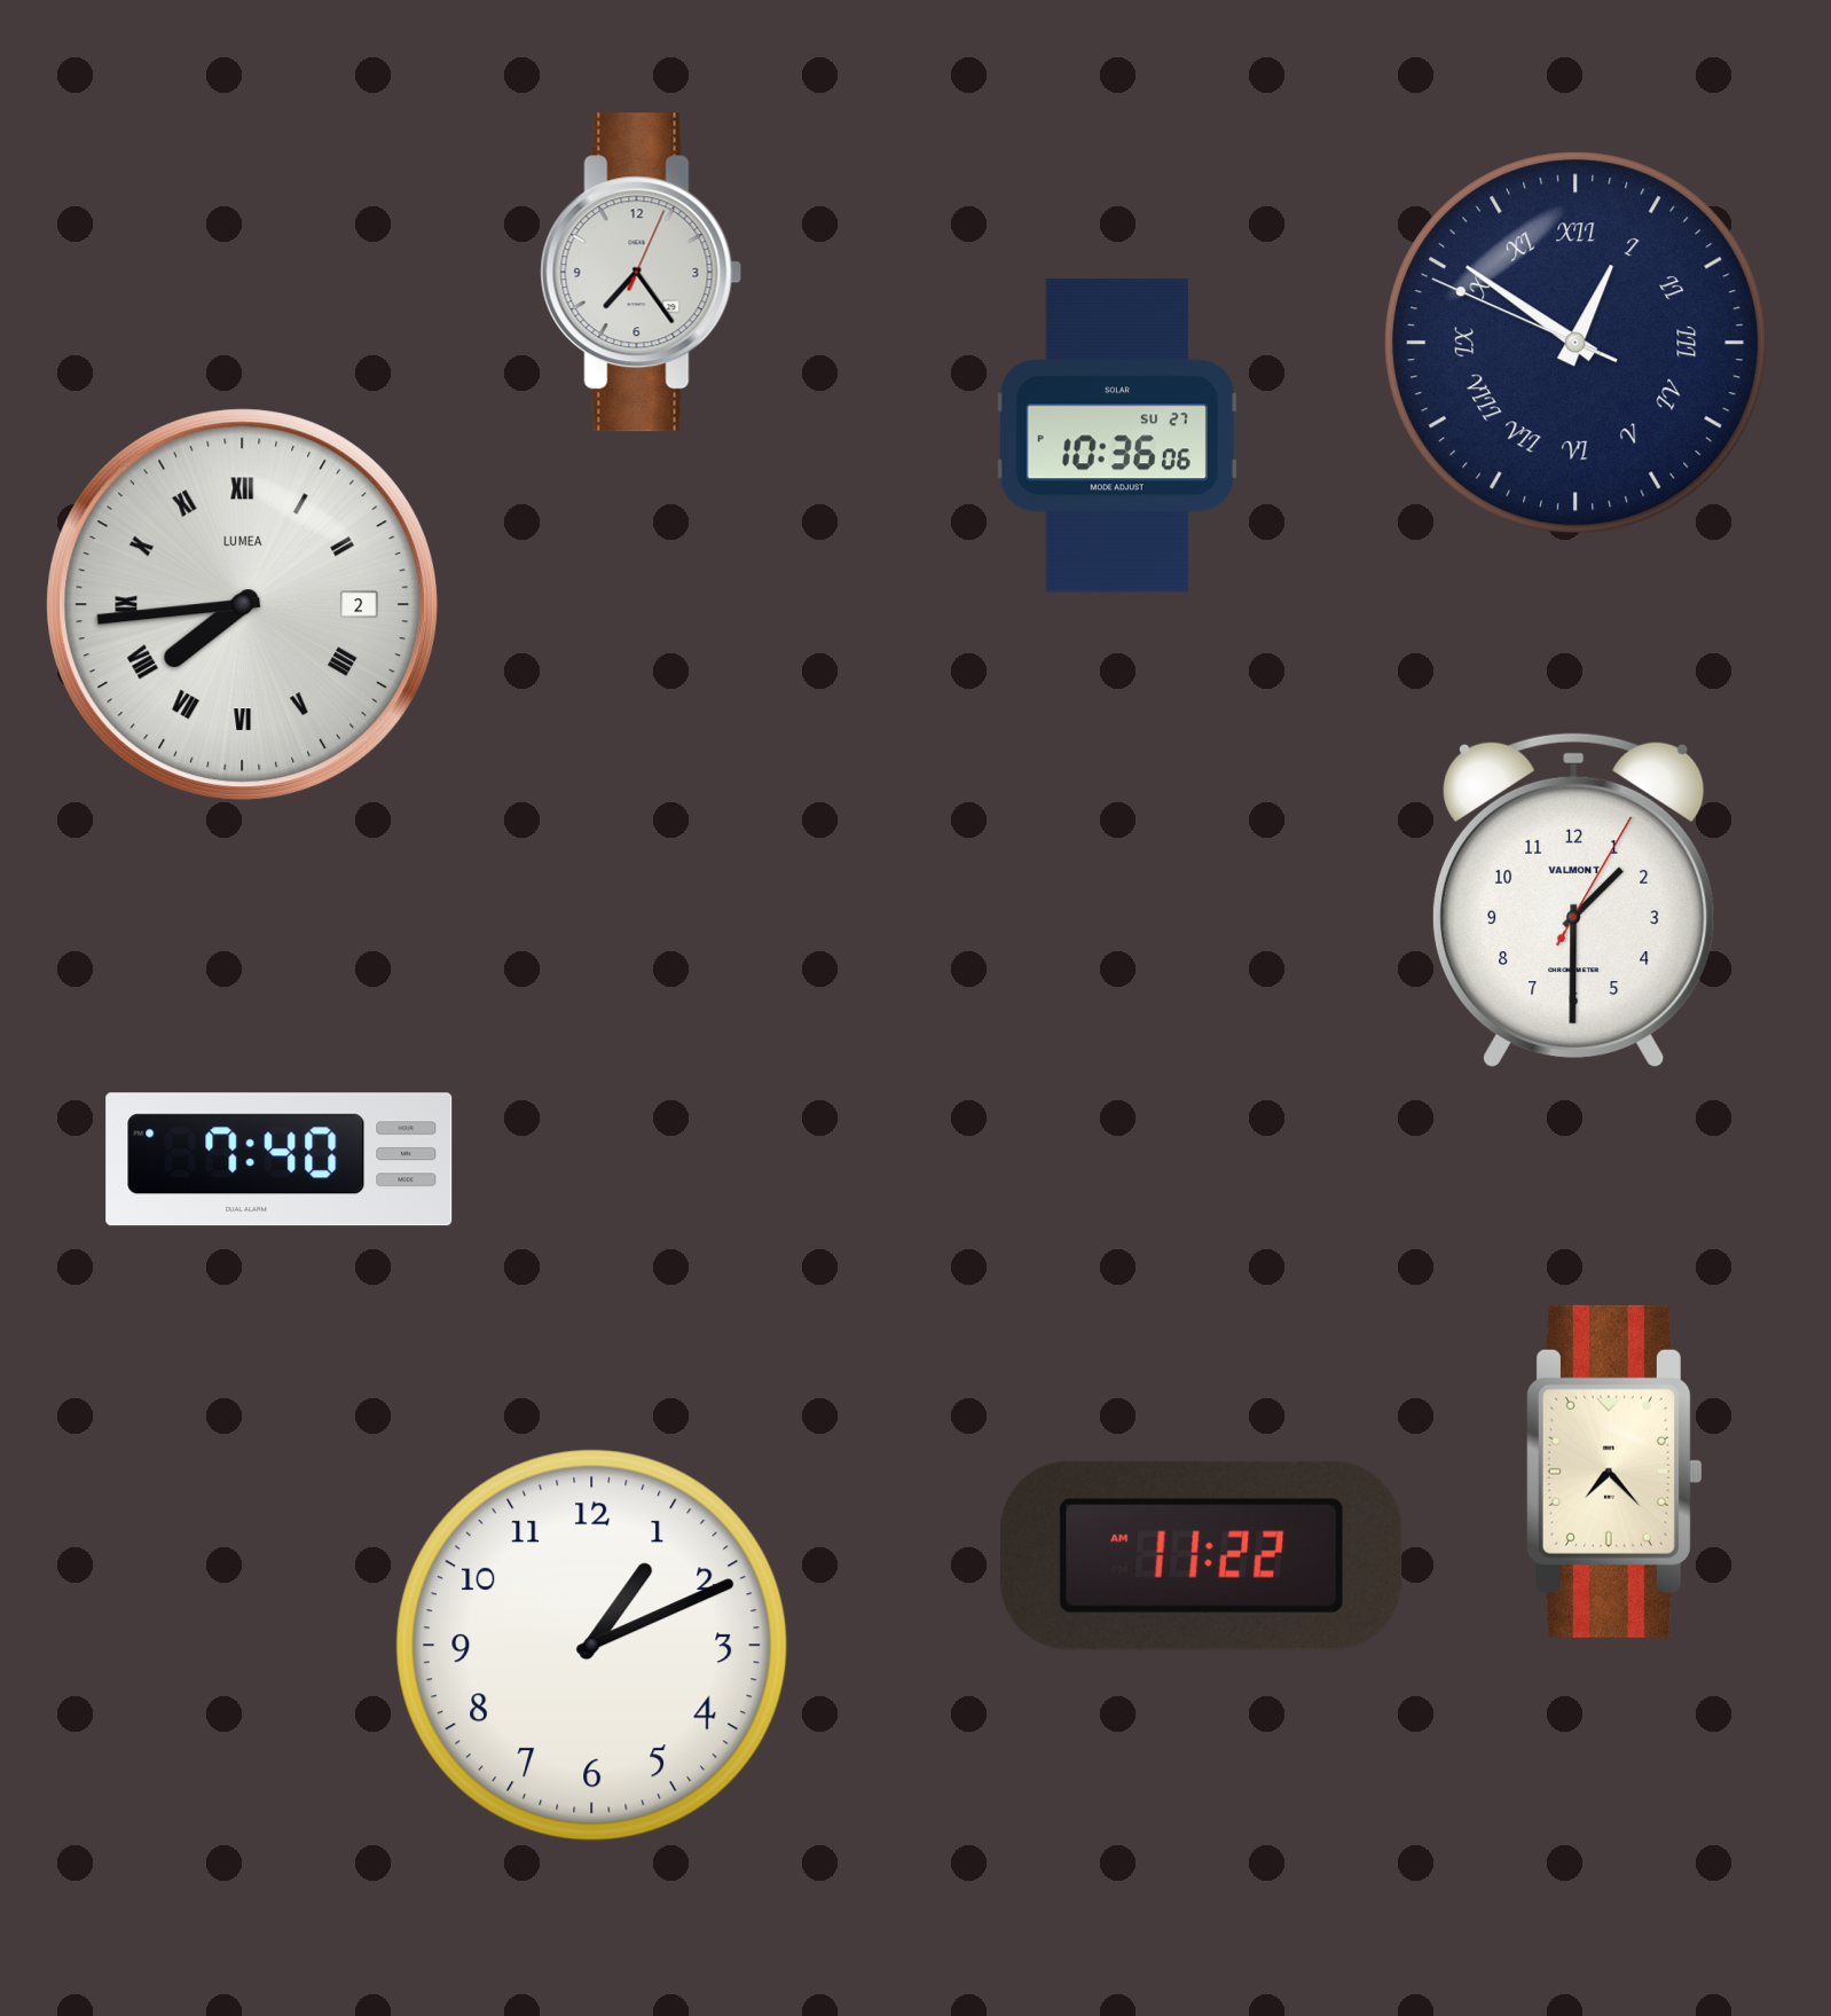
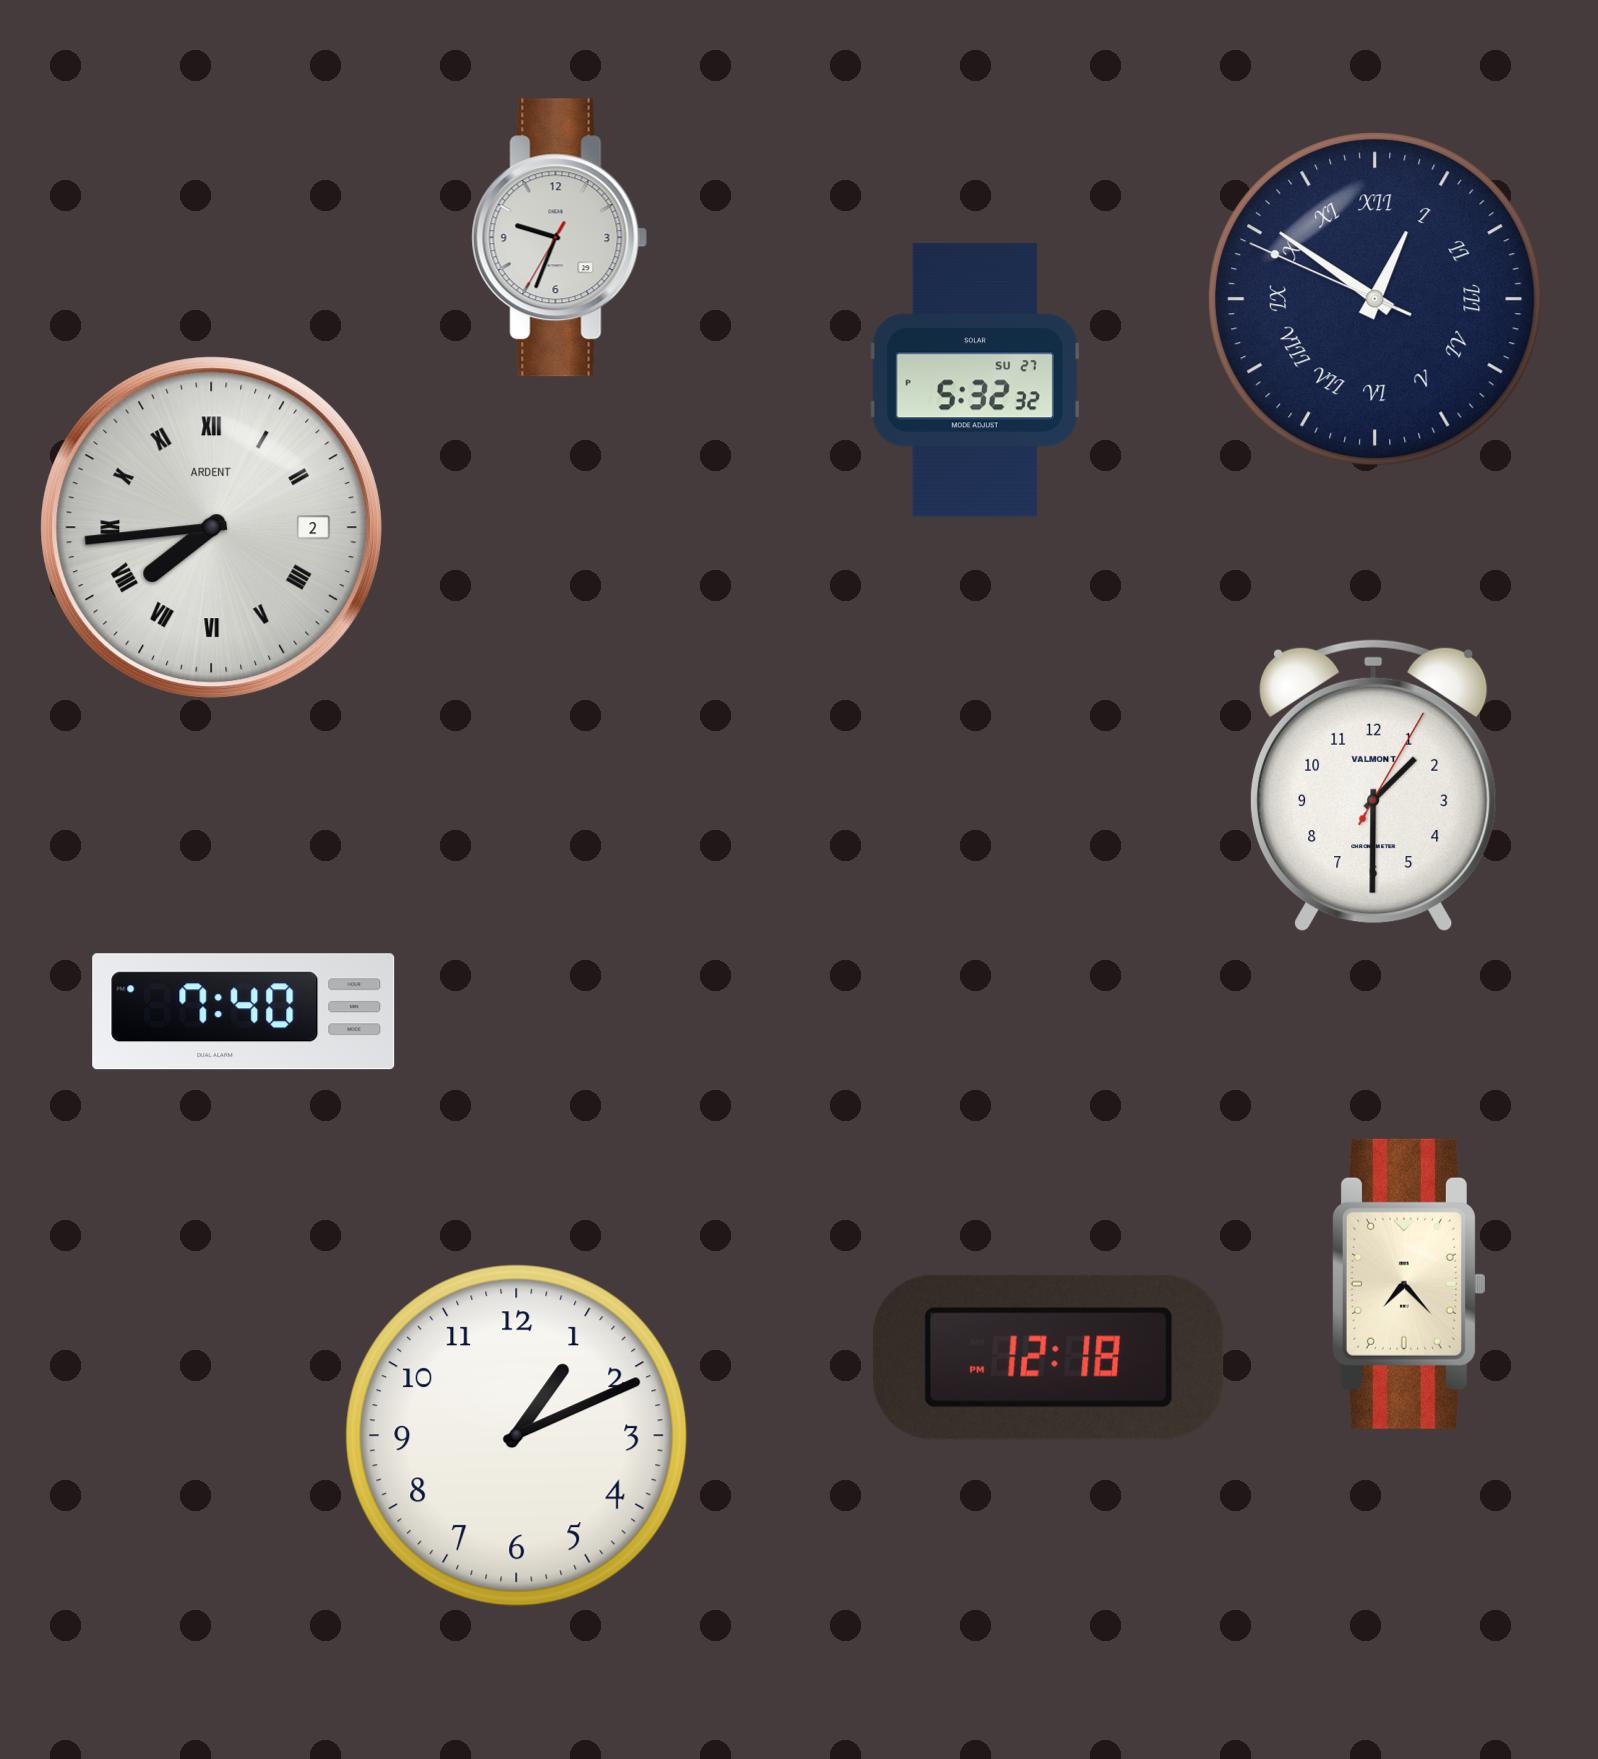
clock at (642, 273): 7:24 -> 9:33
clock at (1117, 436): 10:36 -> 5:32
clock at (243, 605) brand: LUMEA -> ARDENT
clock at (1201, 1555): 11:22 -> 12:18
